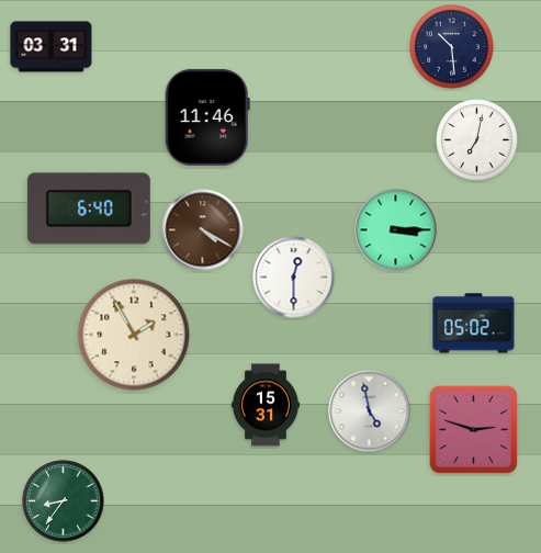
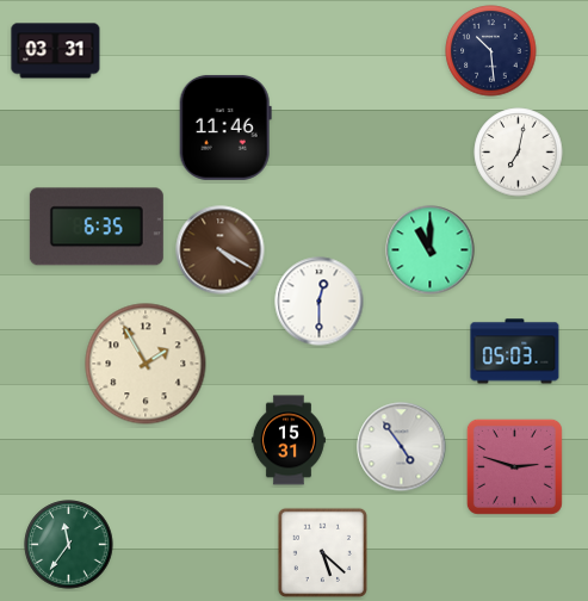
clock at (89, 208): 6:40 -> 6:35
clock at (396, 230): 3:15 -> 11:00
clock at (474, 324): 05:02 -> 05:03
clock at (370, 411): 4:58 -> 4:54
clock at (64, 501): 8:36 -> 11:36
clock at (322, 552): none -> 5:22
